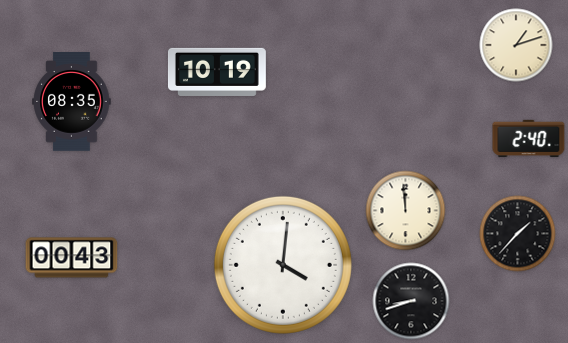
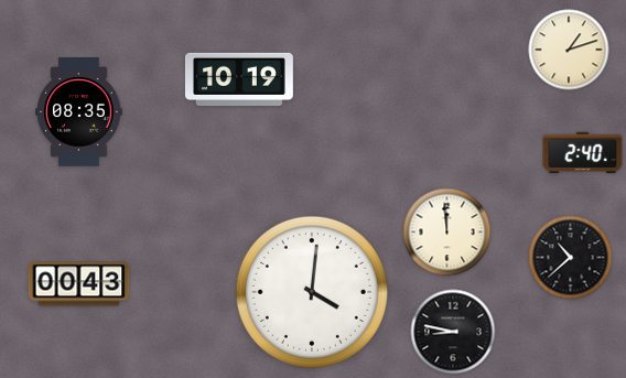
clock at (518, 234): 1:37 -> 10:38
clock at (411, 301): 8:42 -> 8:47
